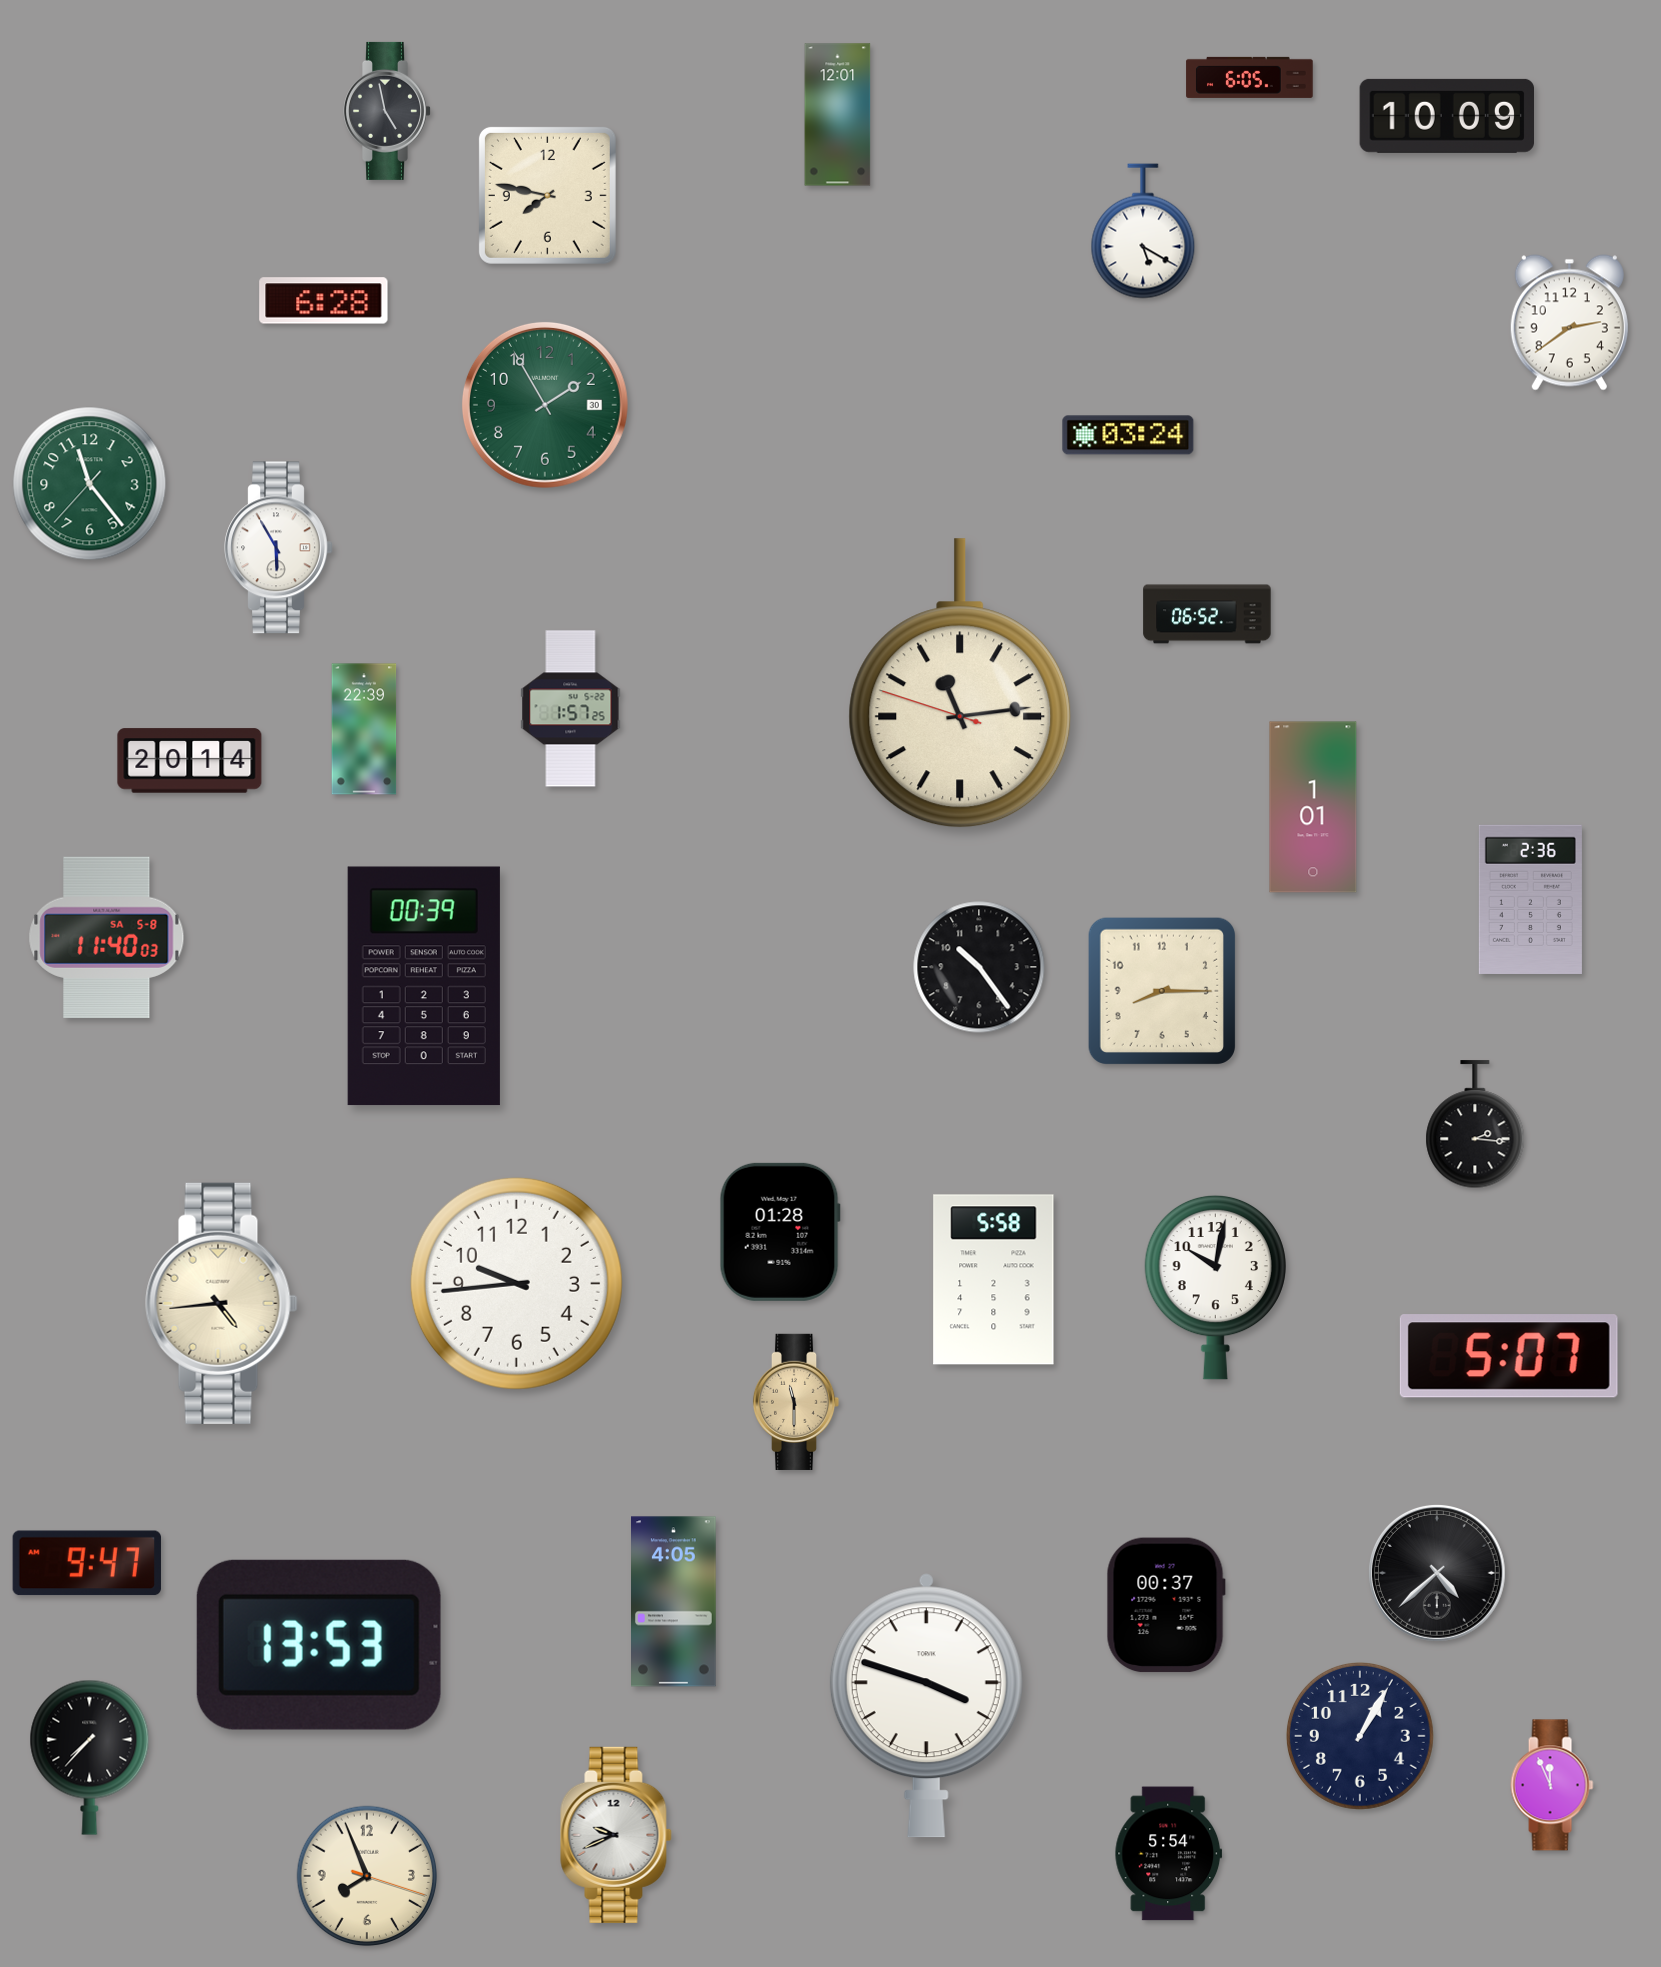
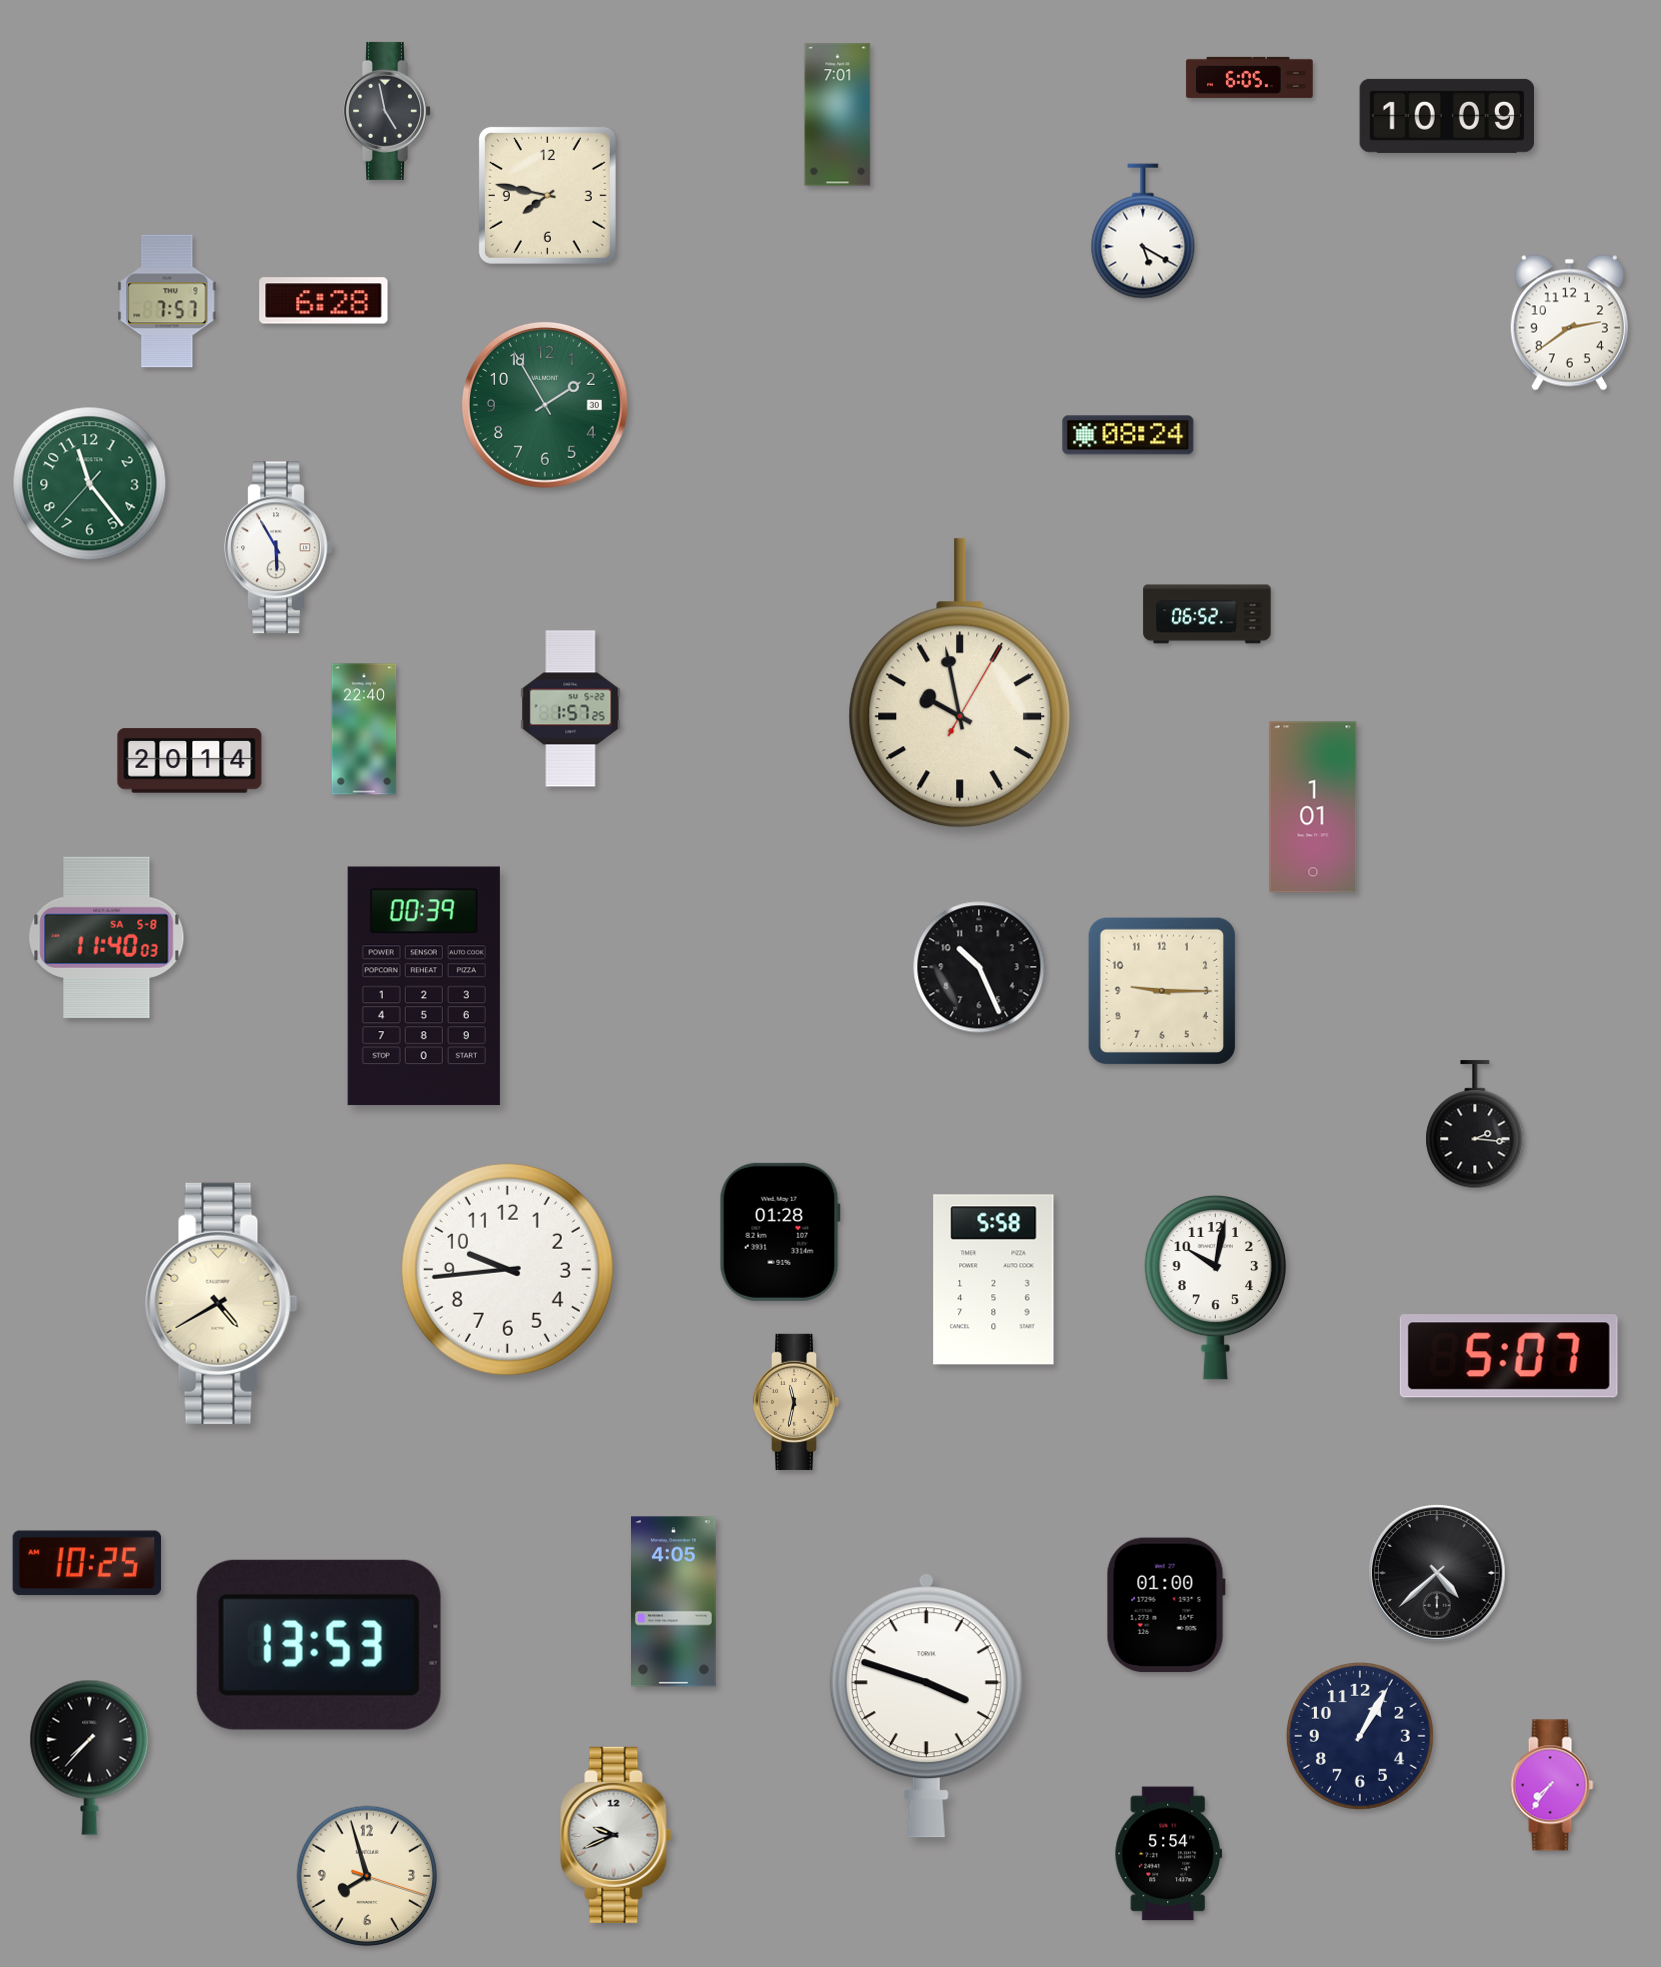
clock at (838, 115): 12:01 -> 7:01
clock at (167, 301): none -> 7:57
clock at (1128, 435): 03:24 -> 08:24
clock at (960, 684): 11:13 -> 9:58
clock at (364, 729): 22:39 -> 22:40
clock at (1530, 899): 2:36 -> none
clock at (979, 967): 10:24 -> 10:26
clock at (1161, 990): 8:15 -> 9:15
clock at (516, 1283) position: (516, 1283) -> (507, 1269)
clock at (222, 1303): 4:44 -> 4:40
clock at (796, 1402): 11:30 -> 11:32
clock at (87, 1563): 9:47 -> 10:25
clock at (1166, 1605): 00:37 -> 01:00
clock at (1552, 1785): 11:56 -> 7:36
clock at (367, 1876): 7:56 -> 7:57
